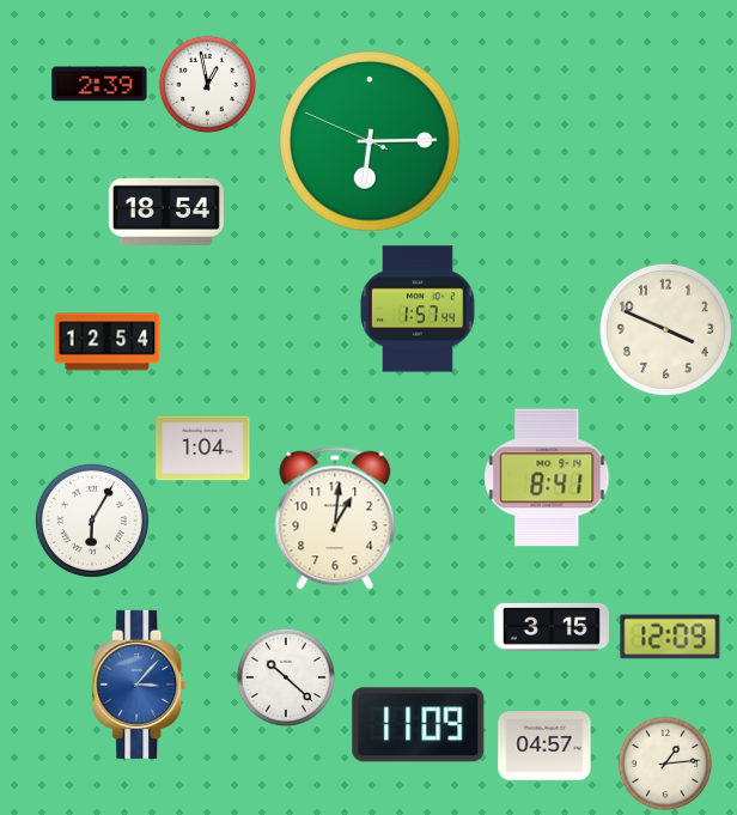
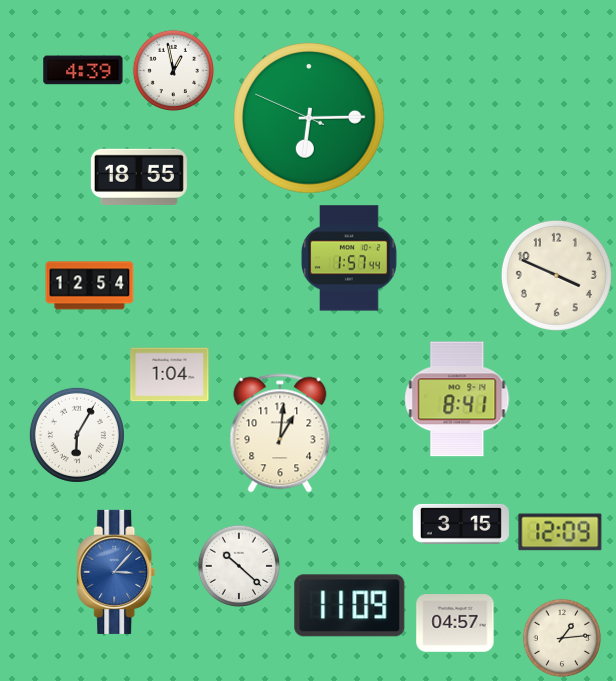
clock at (99, 84): 2:39 -> 4:39
clock at (166, 212): 18:54 -> 18:55
clock at (665, 764) position: (665, 764) -> (562, 638)
